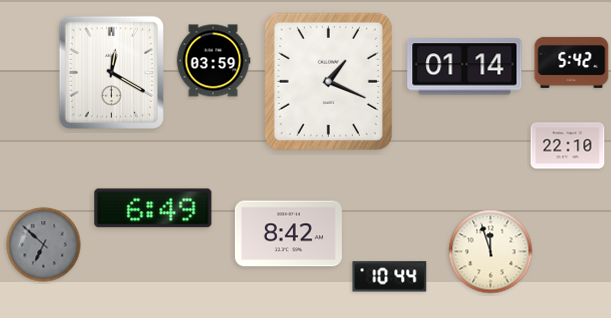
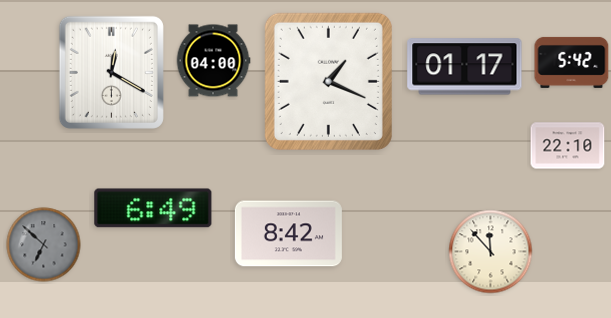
clock at (213, 61): 03:59 -> 04:00
clock at (465, 67): 01:14 -> 01:17
clock at (491, 252): 11:57 -> 11:53
clock at (390, 277): 10:44 -> none
